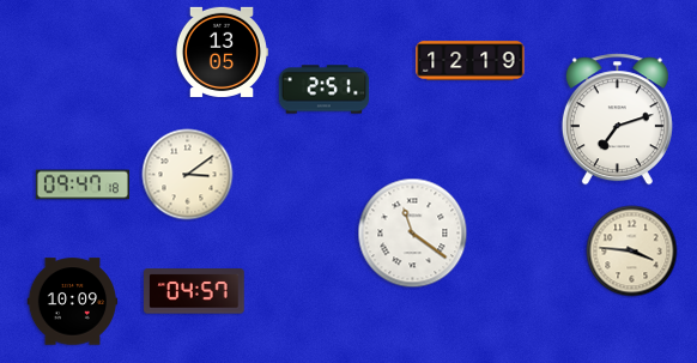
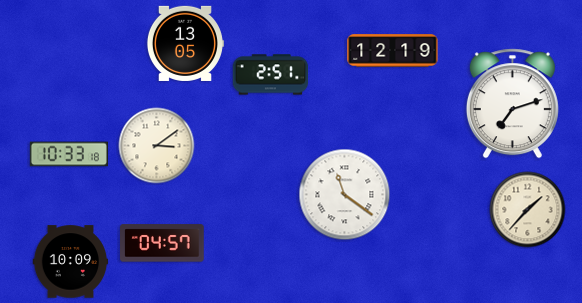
clock at (617, 120) position: (617, 120) -> (512, 104)
clock at (83, 184): 09:47 -> 10:33
clock at (632, 252): 3:46 -> 1:37
clock at (73, 302) position: (73, 302) -> (71, 262)
